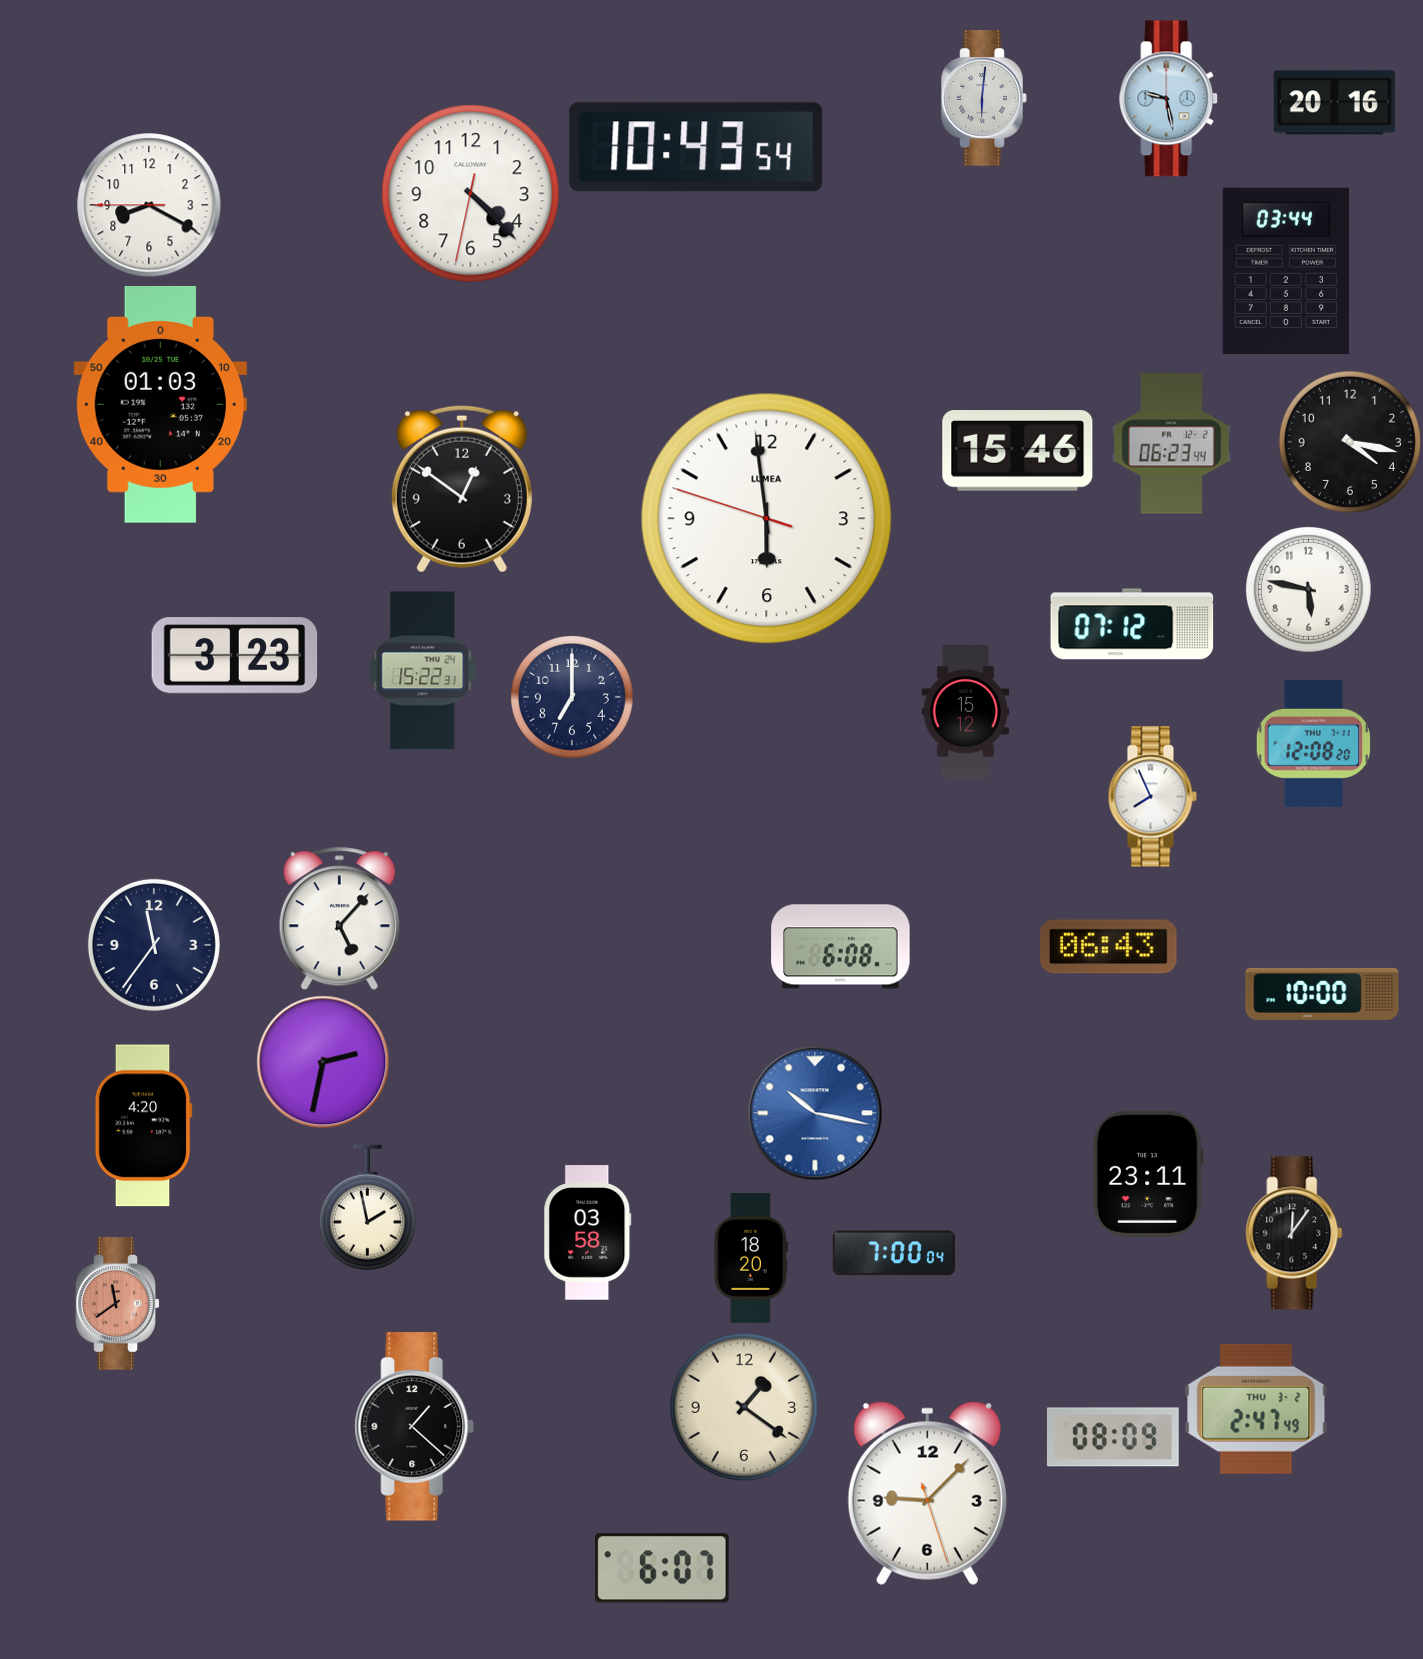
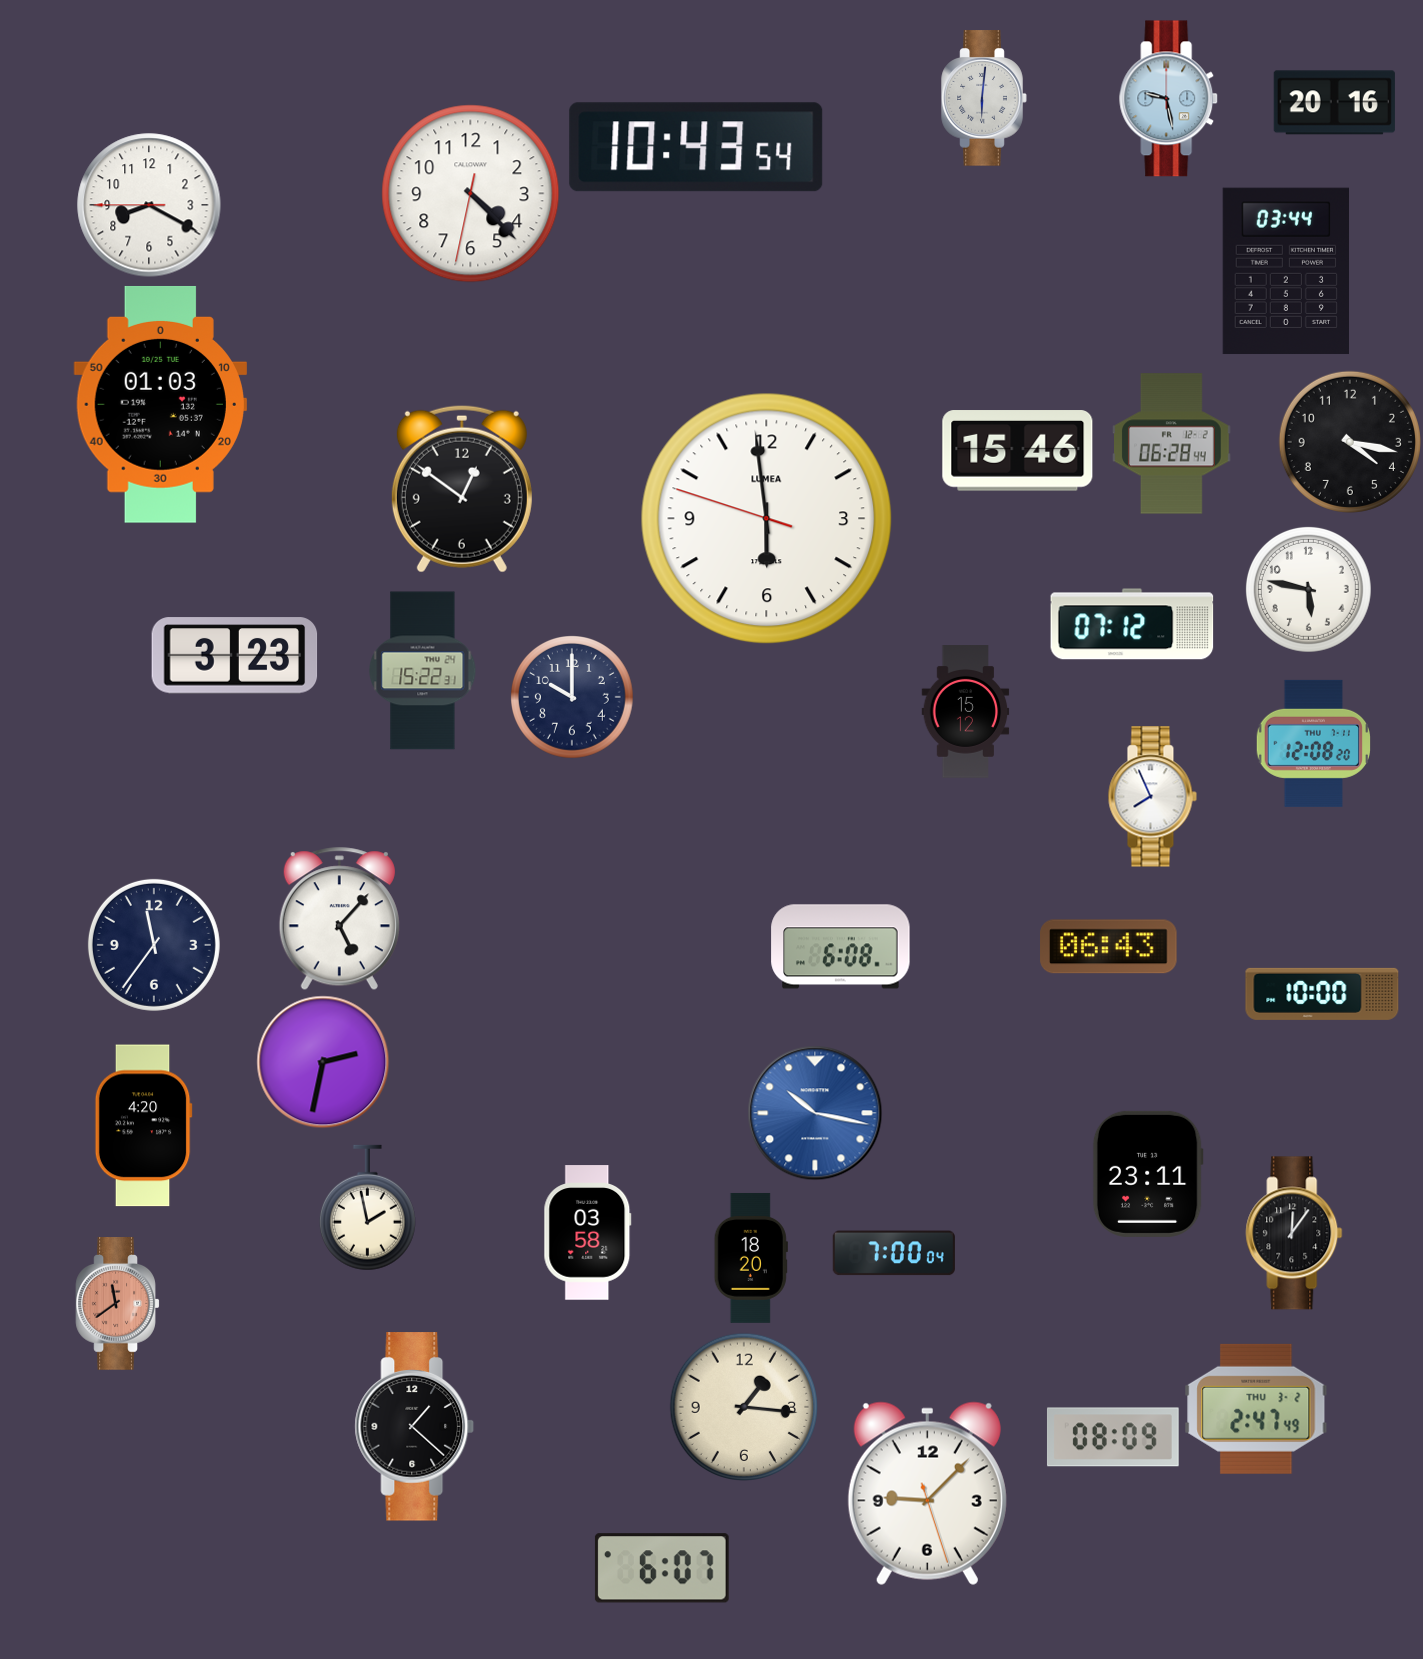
clock at (1172, 444): 06:23 -> 06:28
clock at (573, 698): 7:00 -> 10:00
clock at (743, 1406): 1:21 -> 1:16
